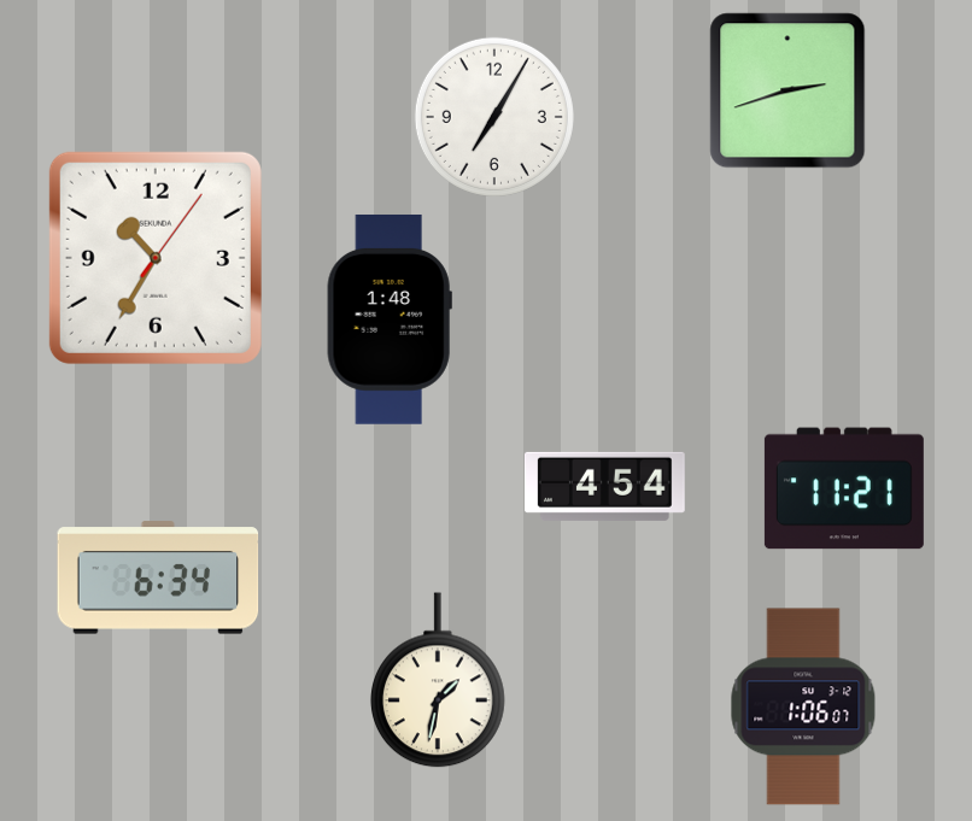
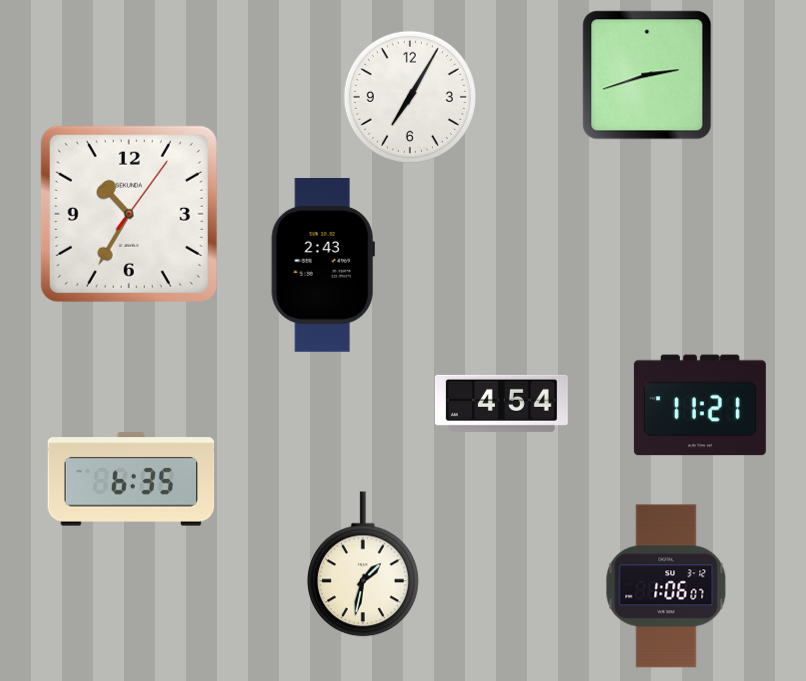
clock at (787, 90) position: (787, 90) -> (647, 75)
clock at (390, 319): 1:48 -> 2:43
clock at (158, 577): 6:34 -> 6:35
